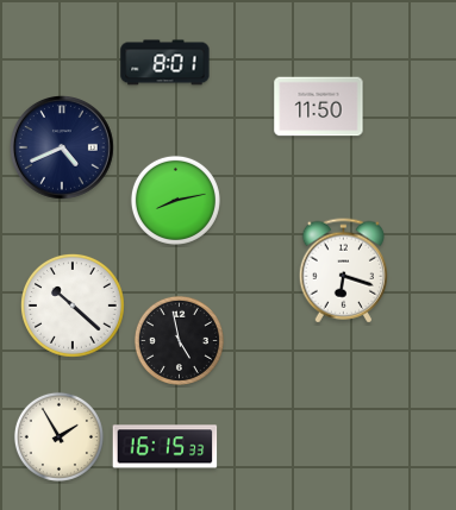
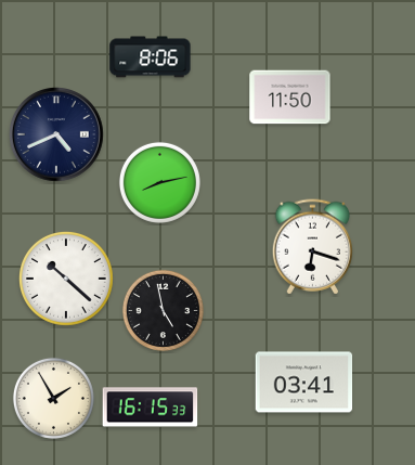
clock at (165, 63): 8:01 -> 8:06
clock at (304, 383): none -> 03:41
